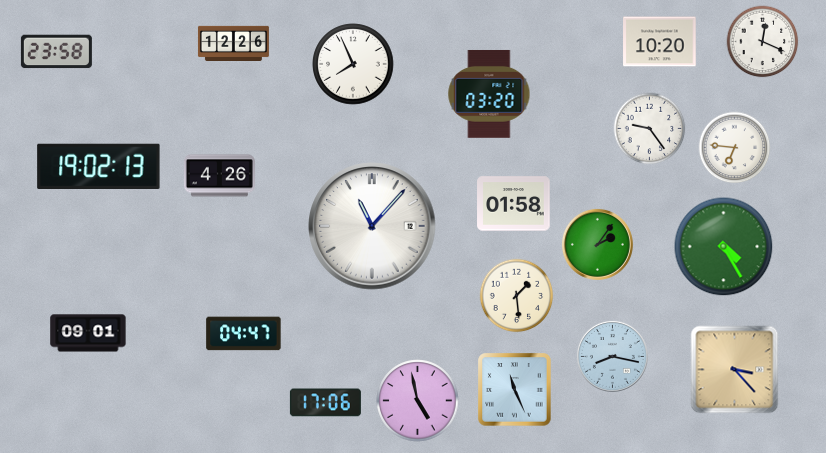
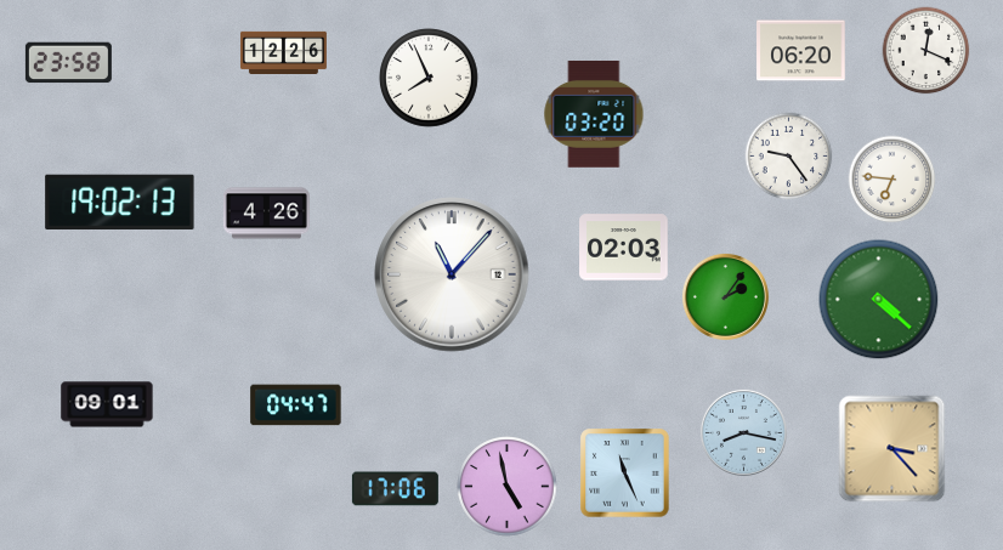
clock at (660, 42): 10:20 -> 06:20
clock at (514, 204): 01:58 -> 02:03
clock at (724, 247): 4:25 -> 4:22
clock at (517, 296): 1:29 -> none
